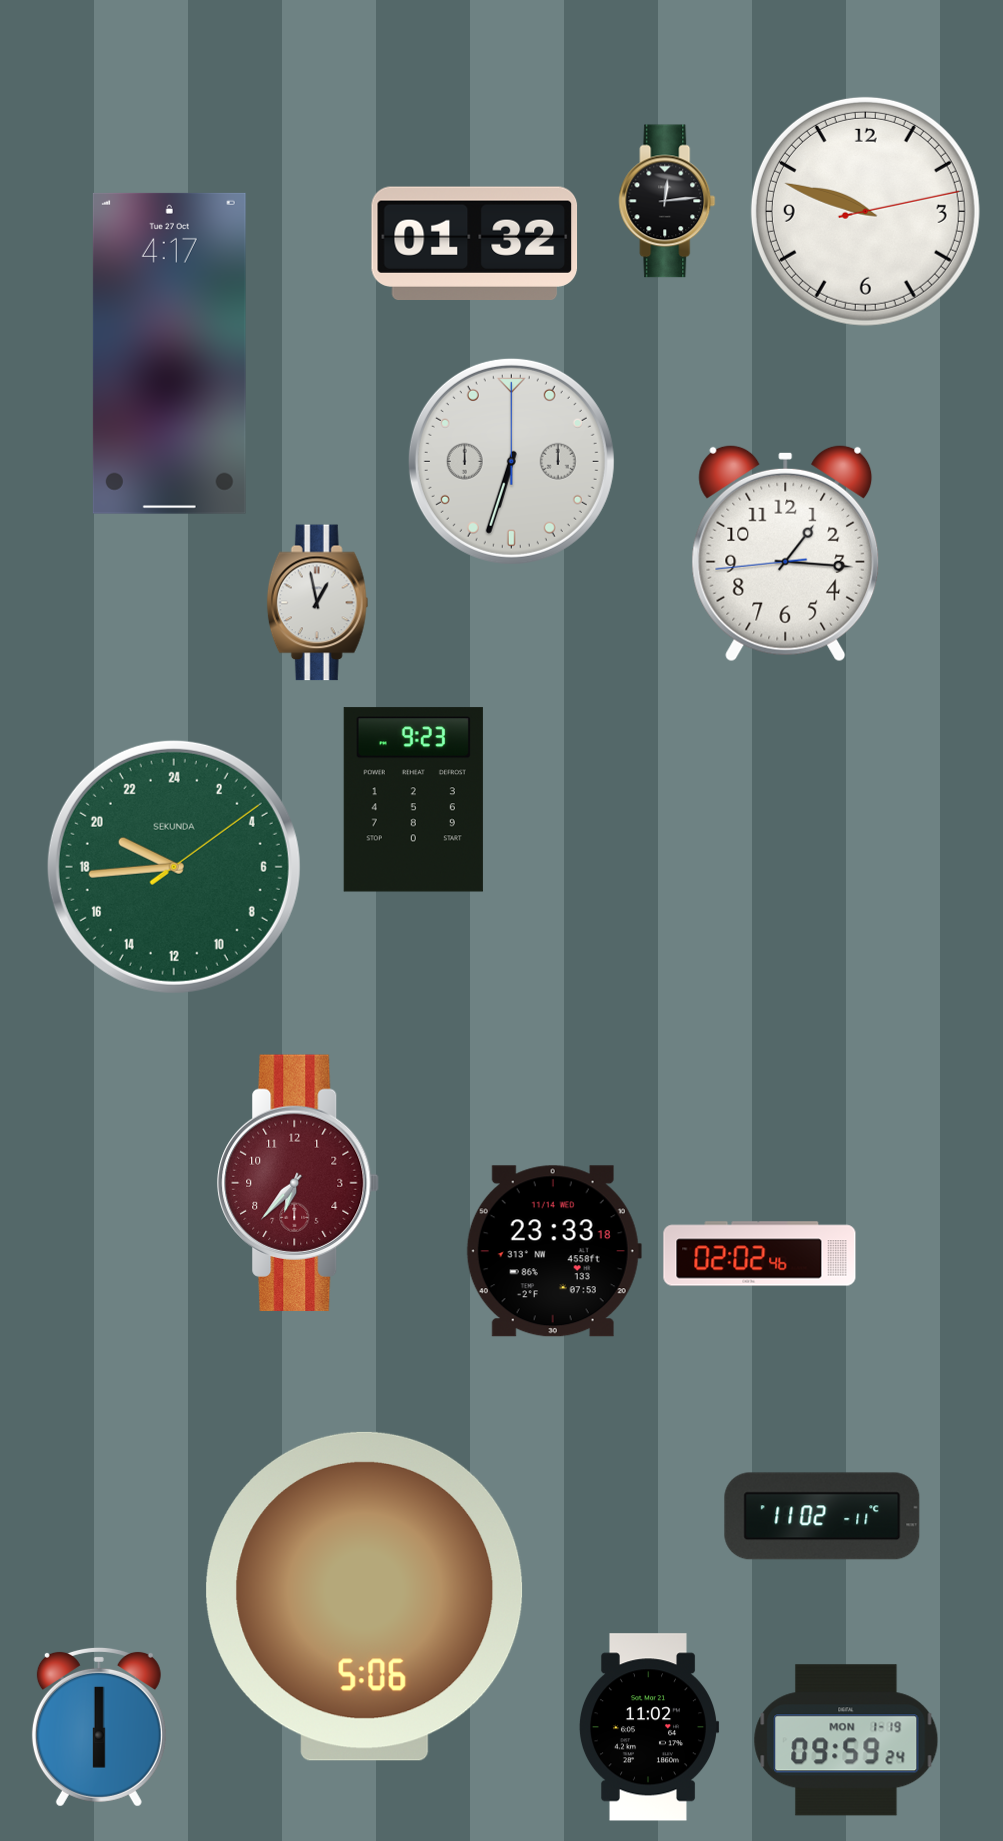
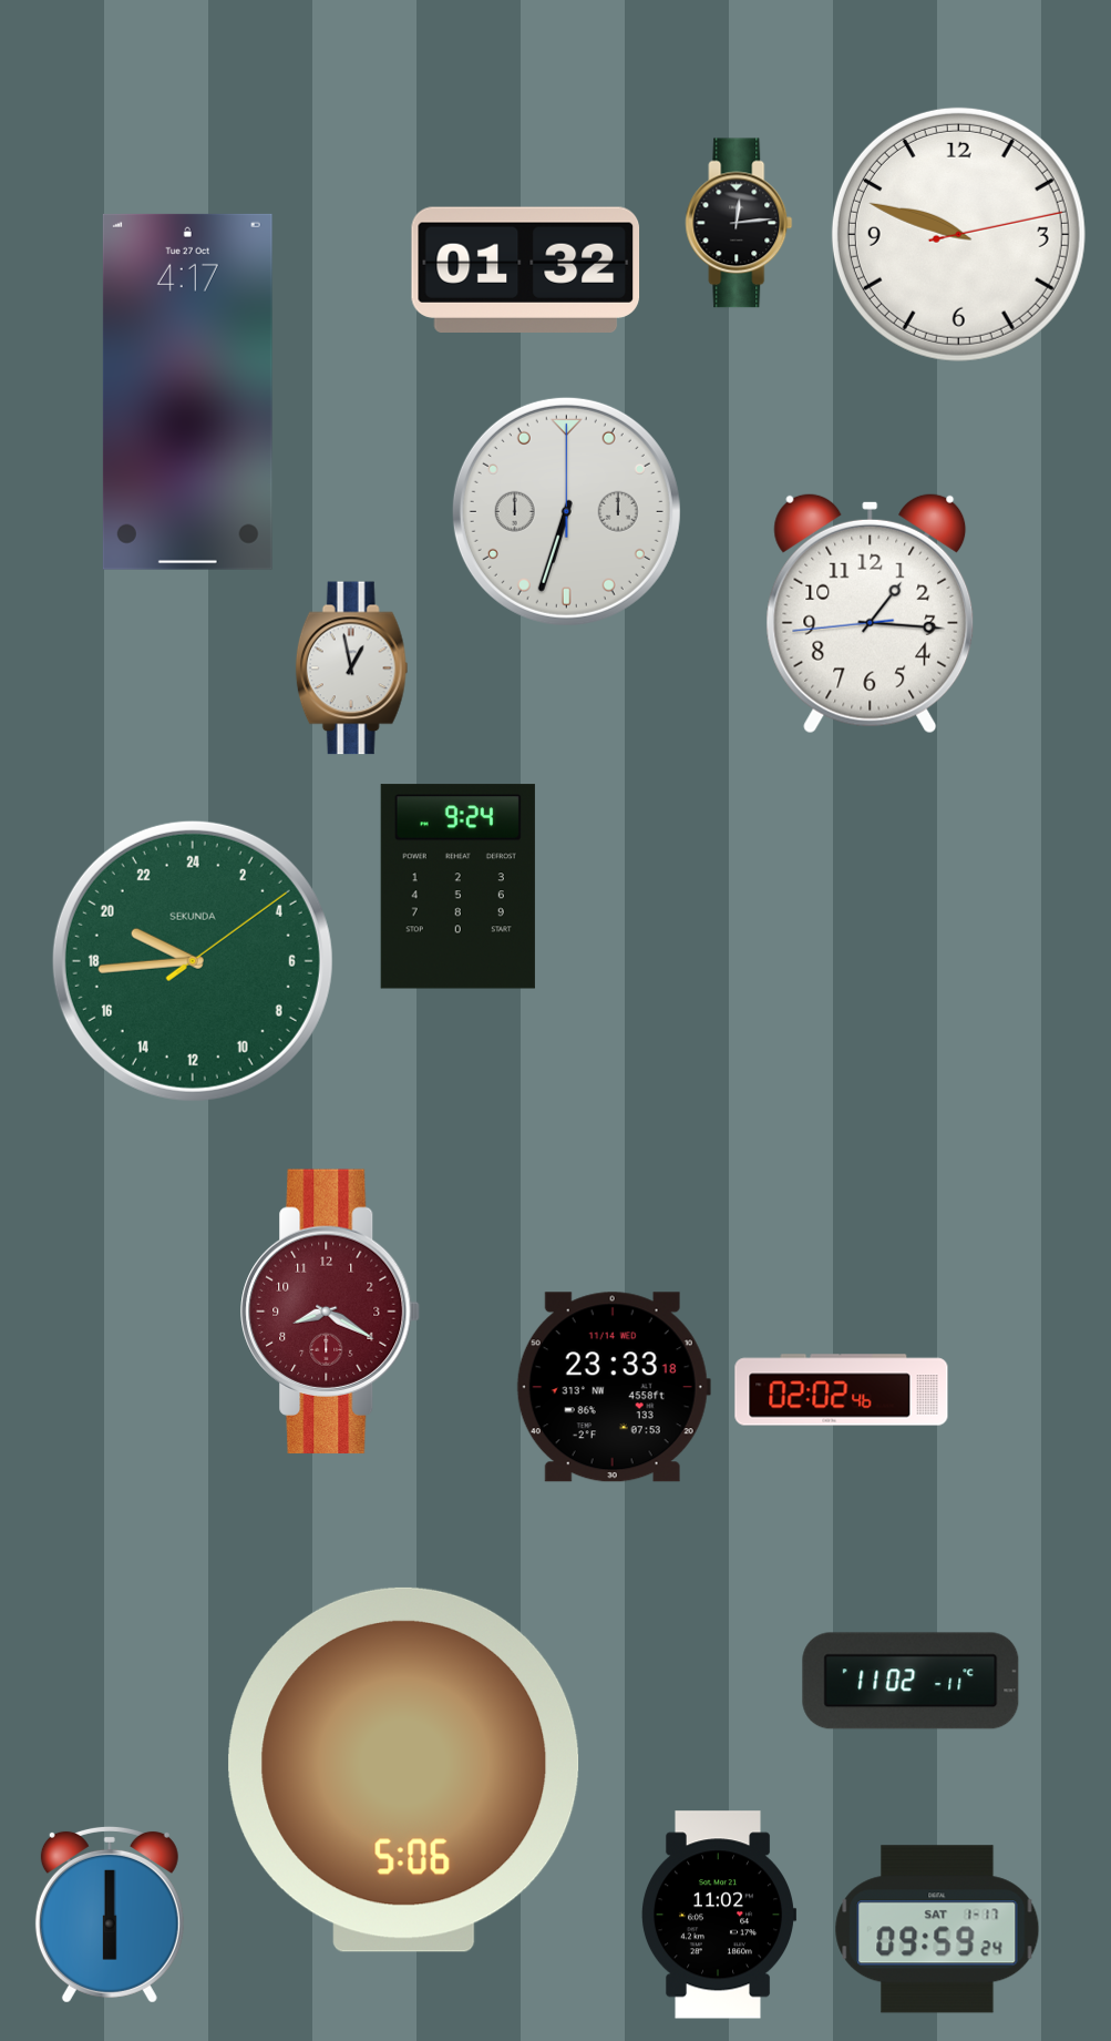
clock at (413, 800): 9:23 -> 9:24
clock at (298, 1183): 6:37 -> 8:20
clock at (846, 1740) date: MON 1-19 -> SAT 1-17
